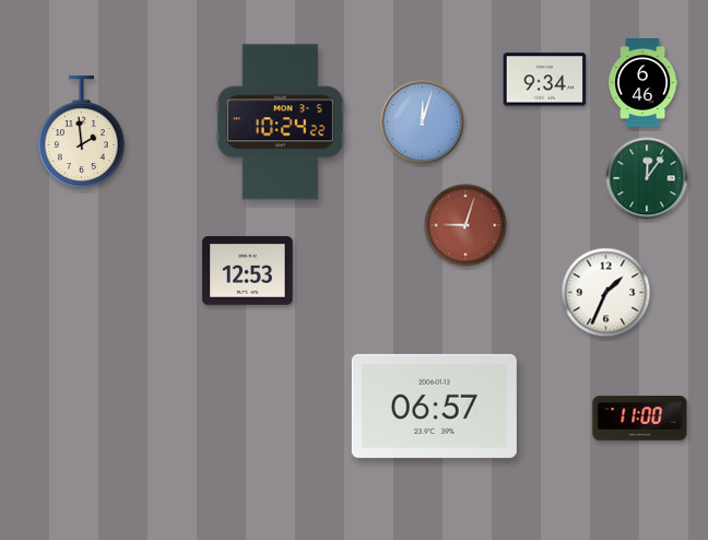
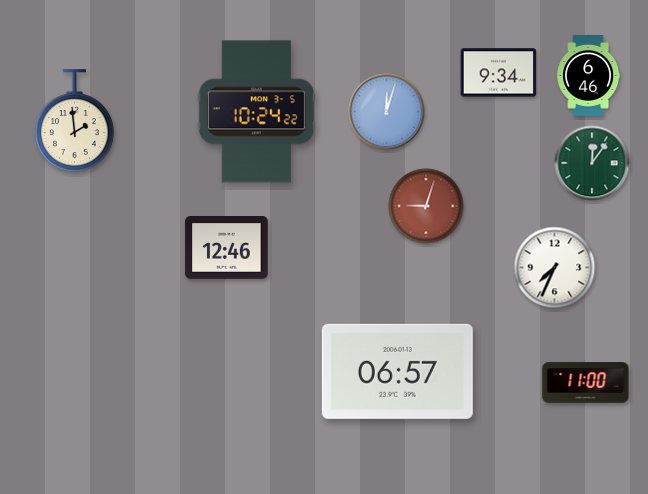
clock at (248, 271): 12:53 -> 12:46
clock at (606, 293): 1:34 -> 7:34
